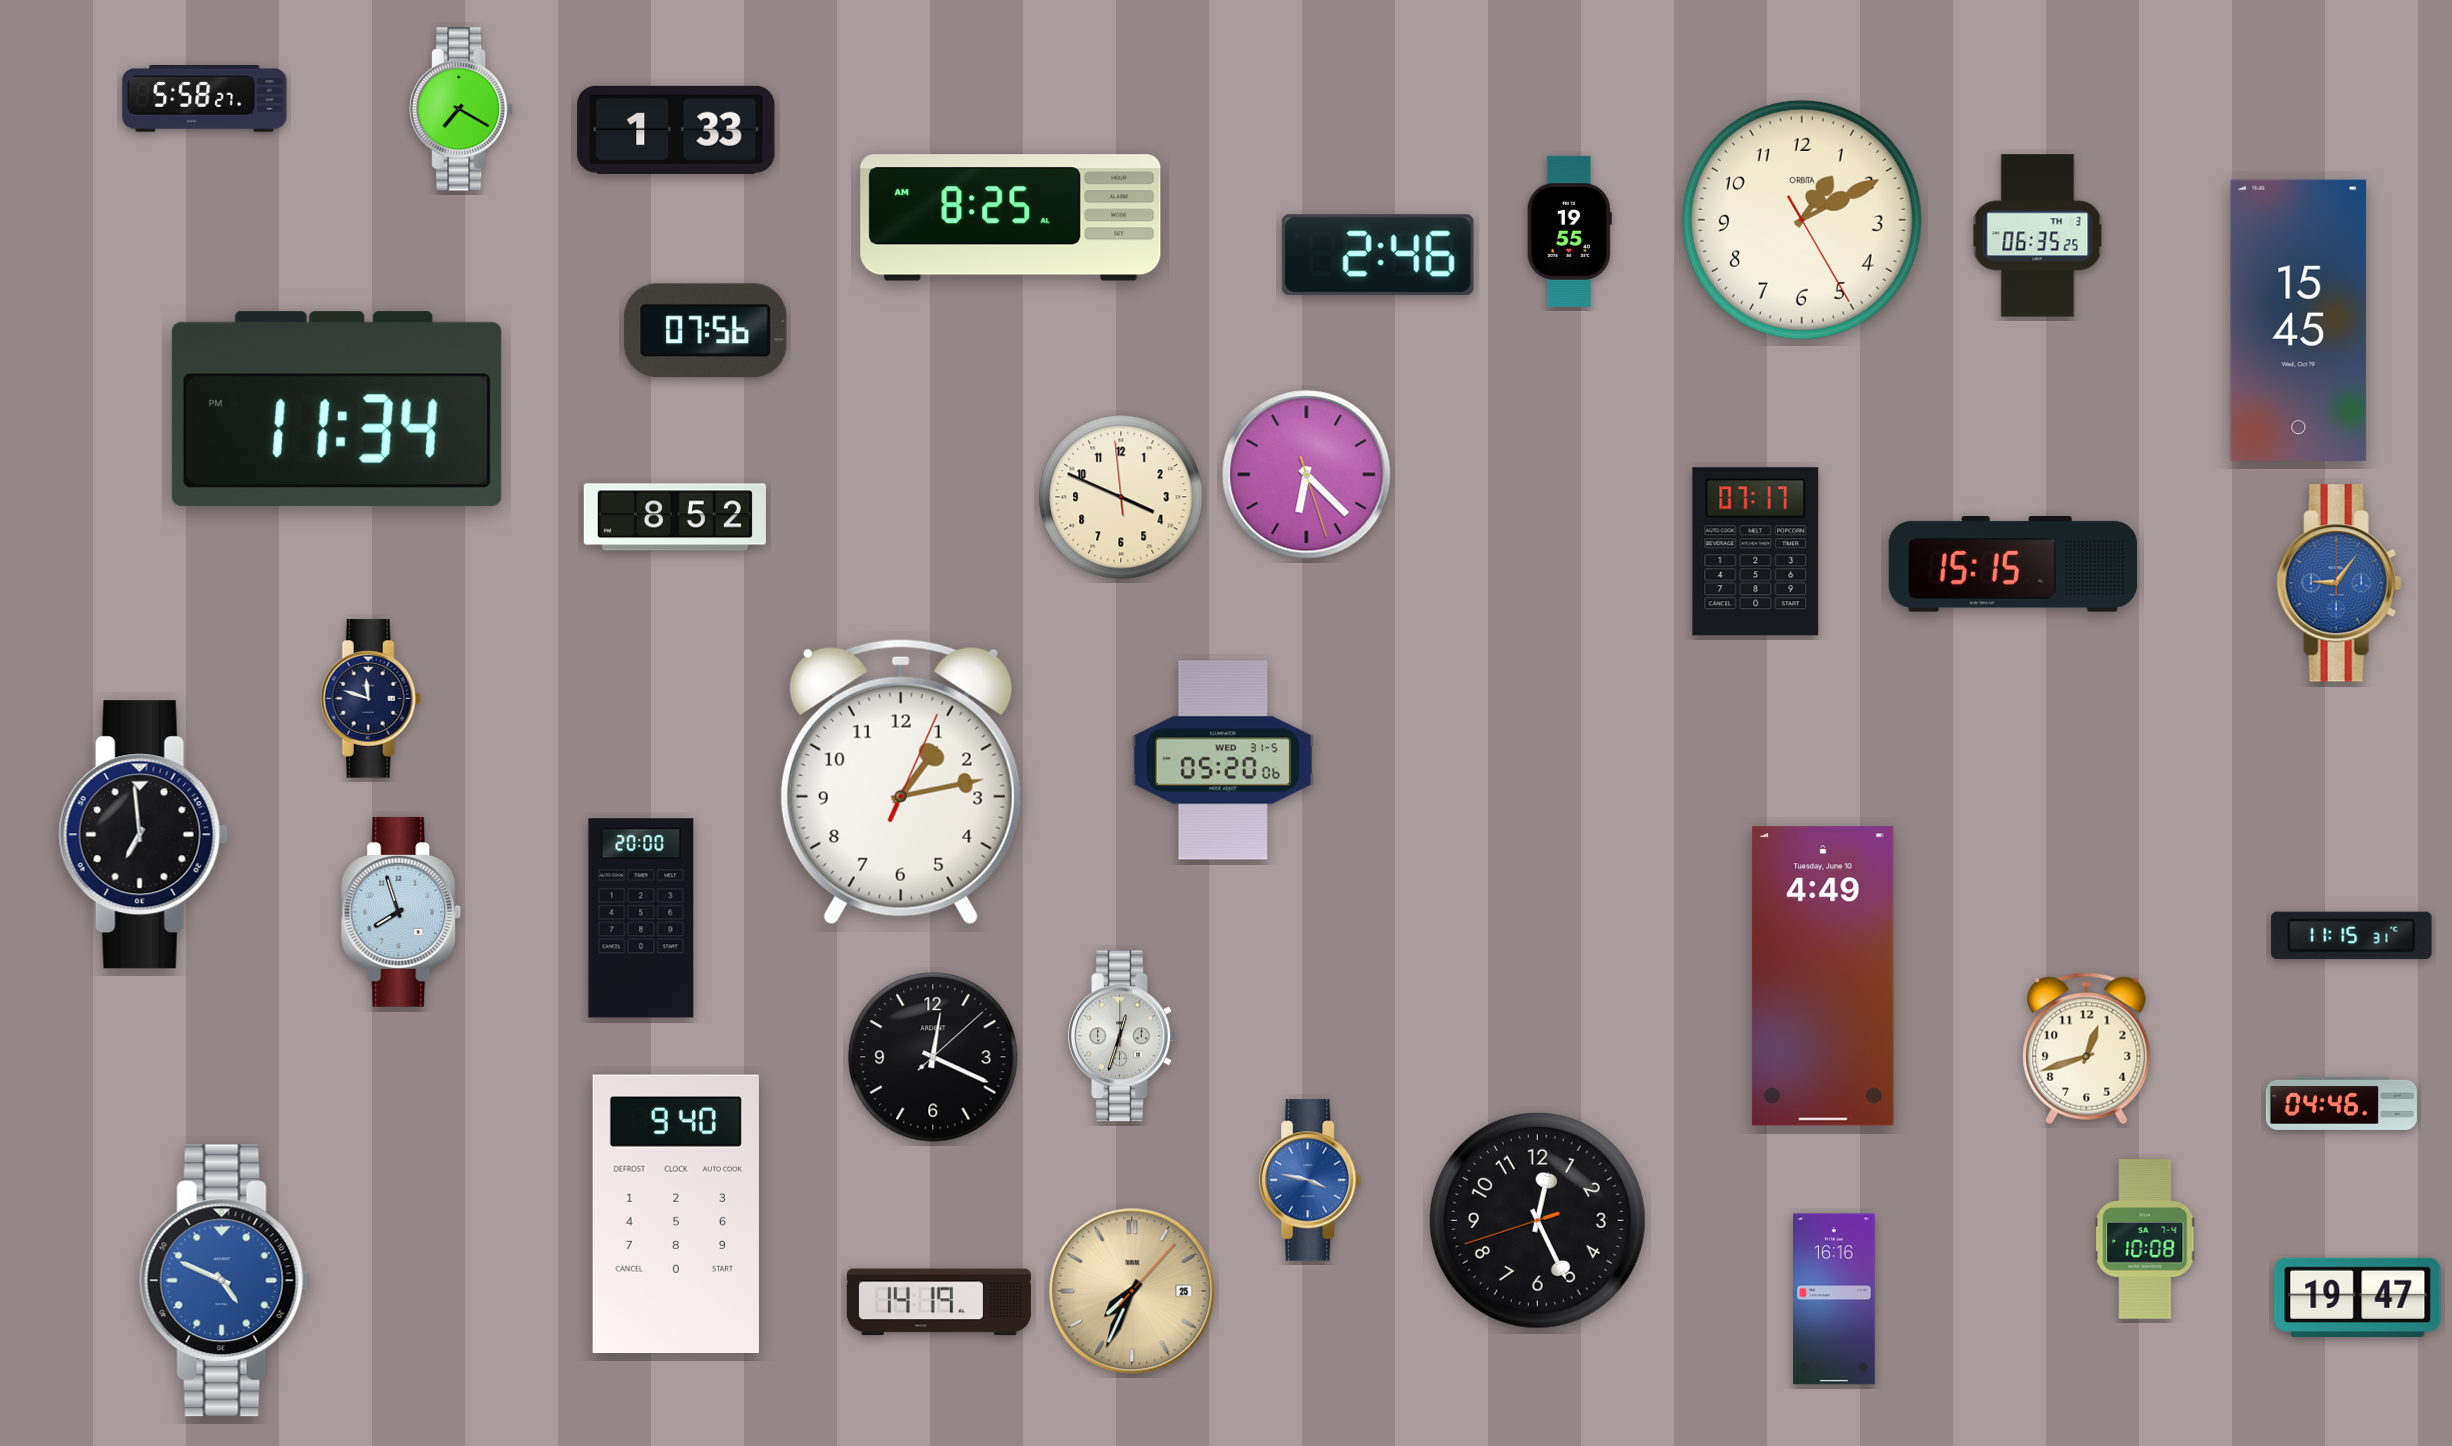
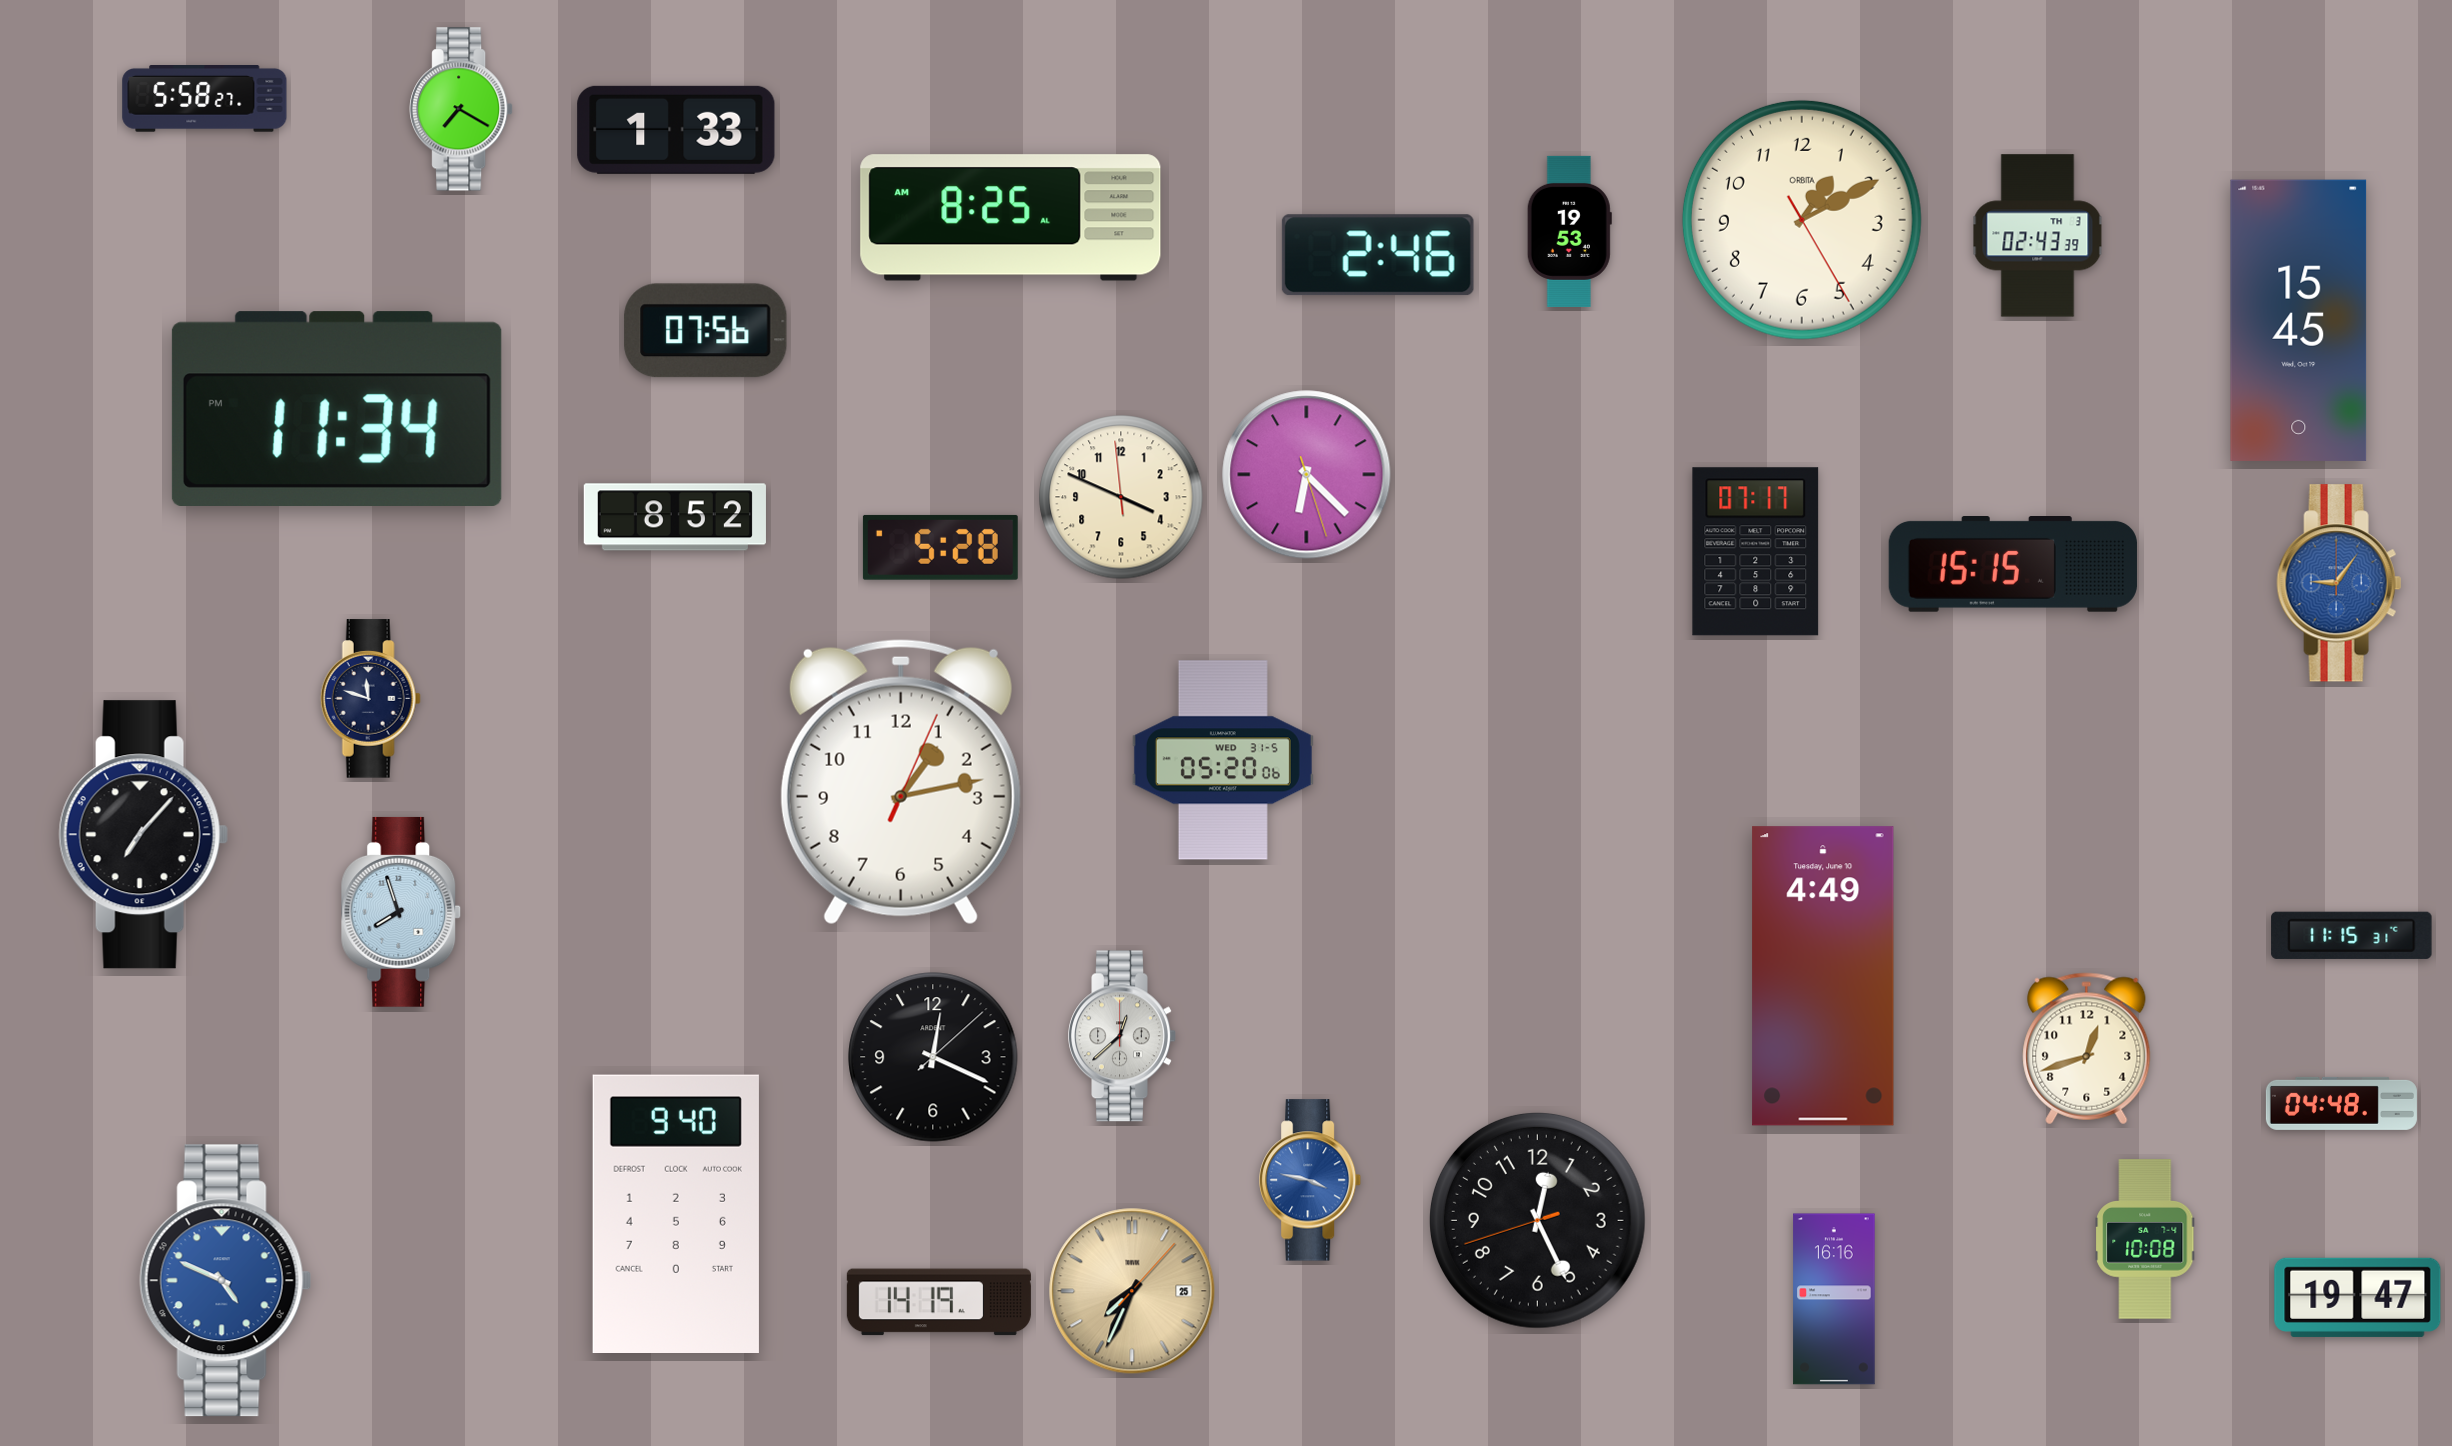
clock at (1569, 231): 19:55 -> 19:53
clock at (2038, 236): 06:35 -> 02:43
clock at (940, 547): none -> 5:28
clock at (143, 835): 6:59 -> 7:07
clock at (641, 918): 20:00 -> none
clock at (1122, 1036): 12:33 -> 12:38
clock at (2341, 1103): 04:46 -> 04:48
